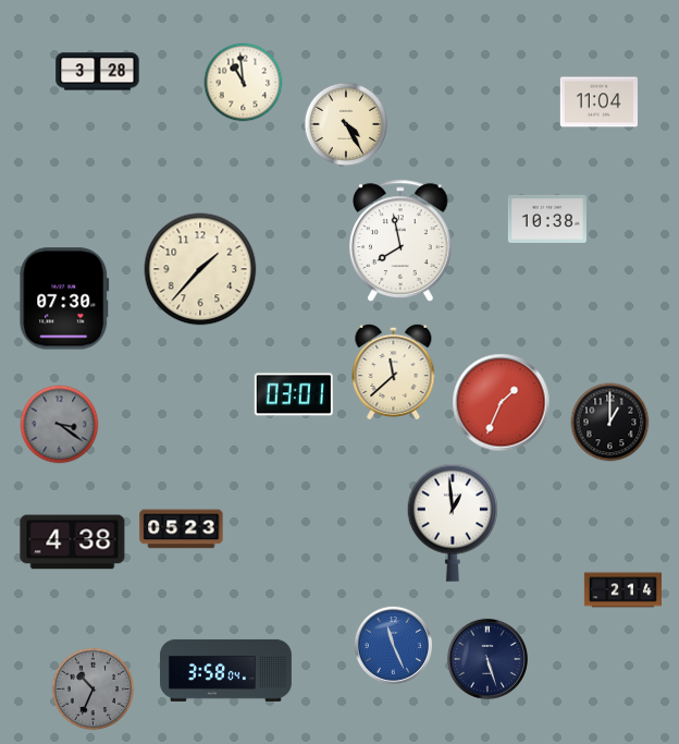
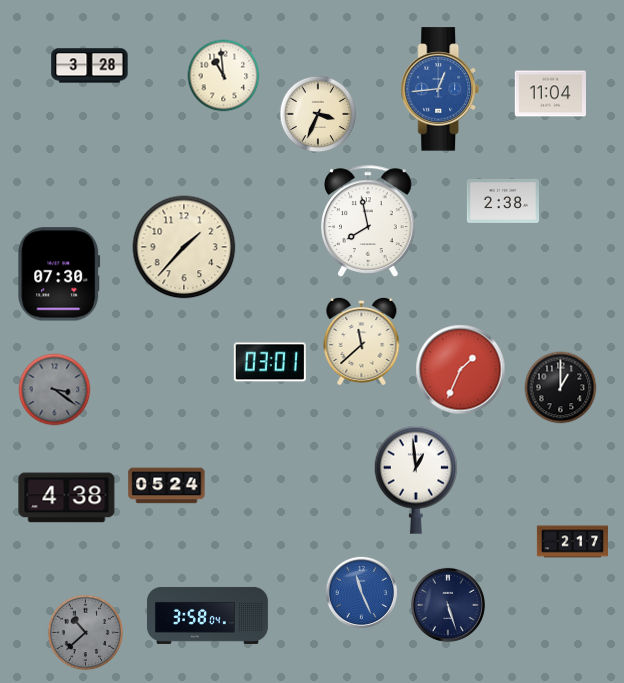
clock at (440, 89): none -> 12:44
clock at (346, 124): 4:25 -> 3:34
clock at (547, 219): 10:38 -> 2:38
clock at (182, 529): 05:23 -> 05:24
clock at (622, 590): 2:14 -> 2:17
clock at (94, 690): 10:34 -> 10:38
